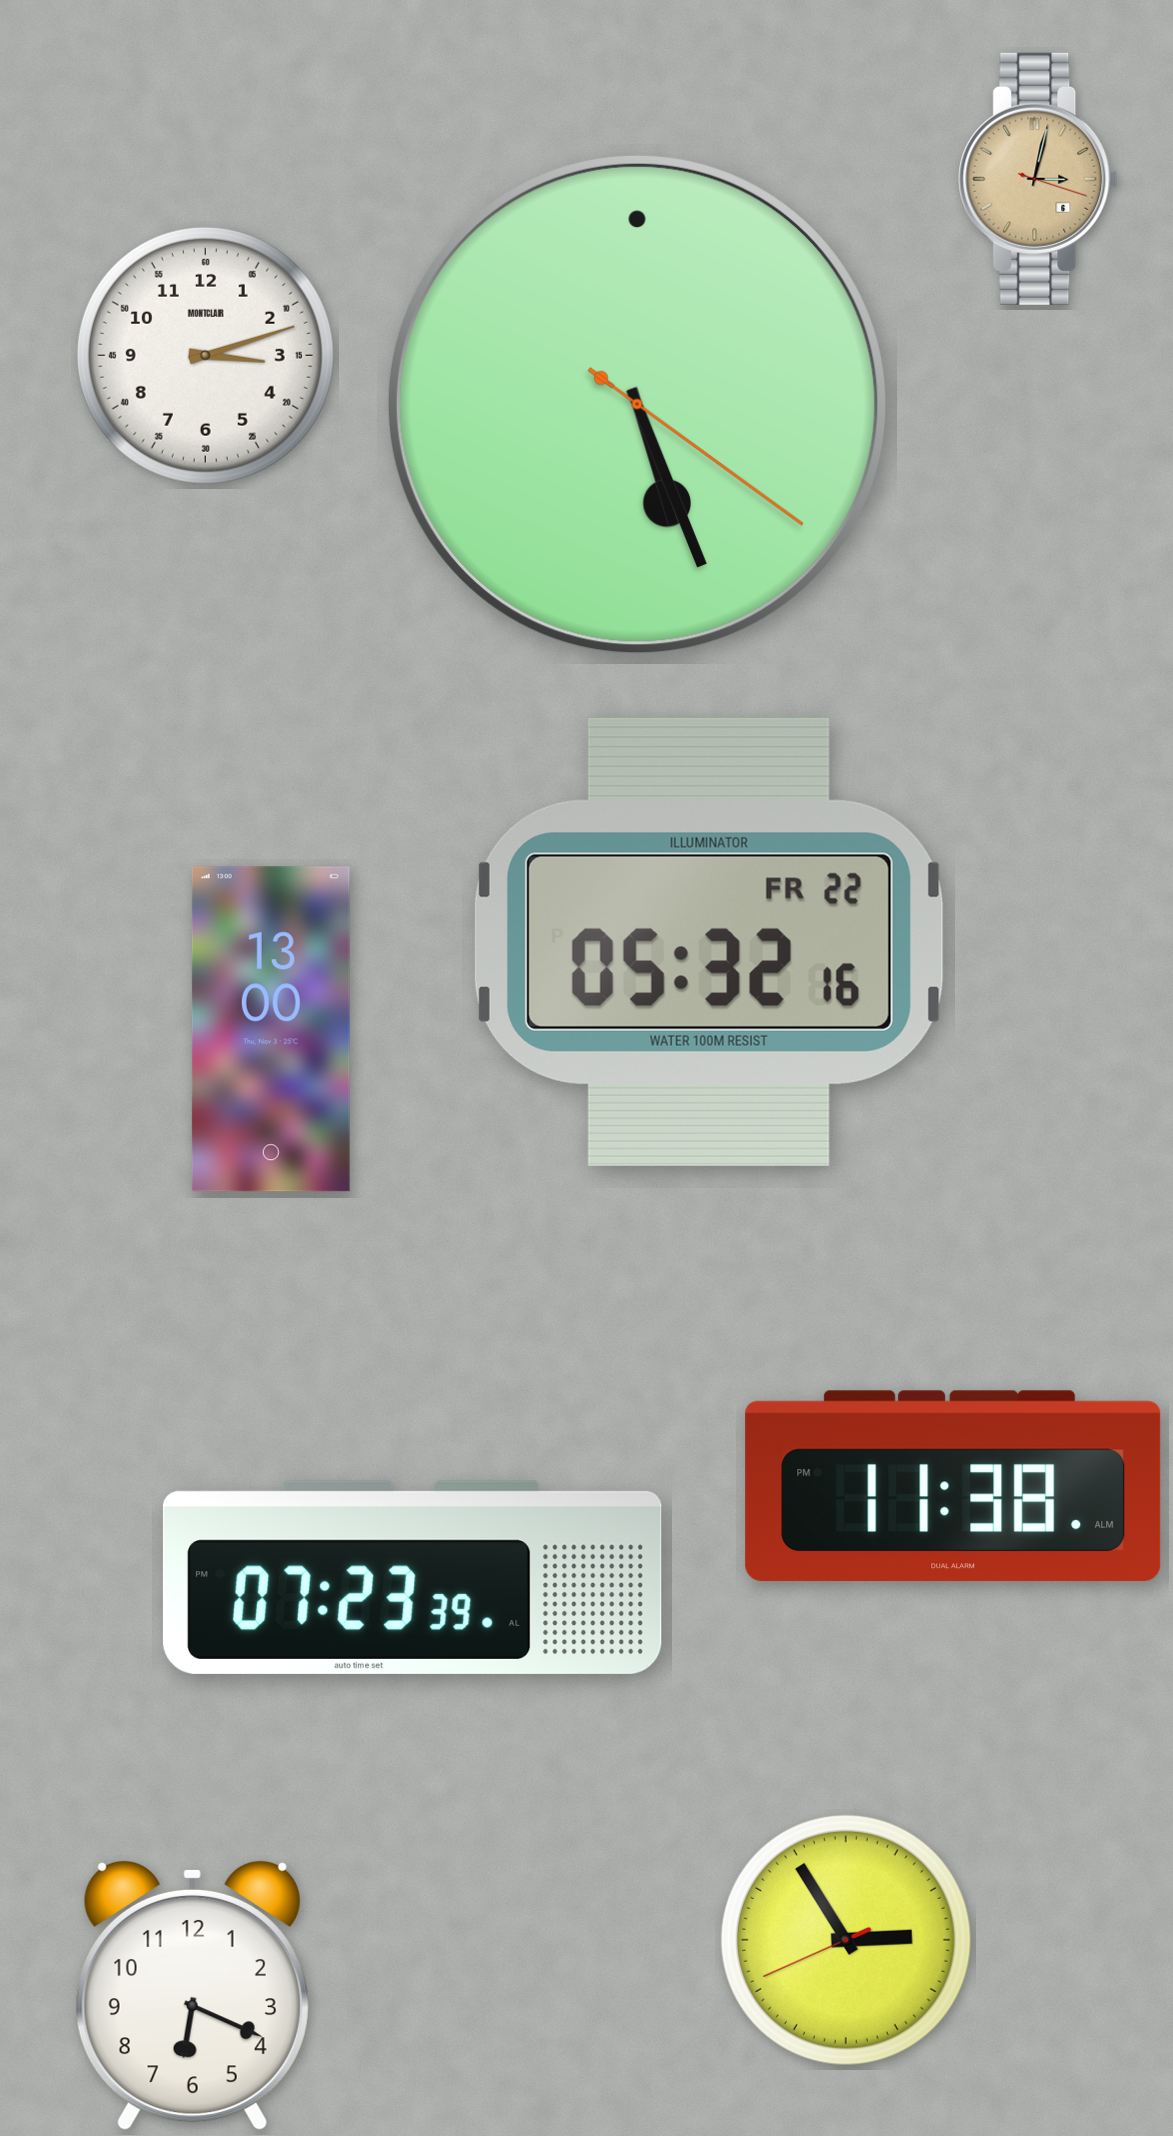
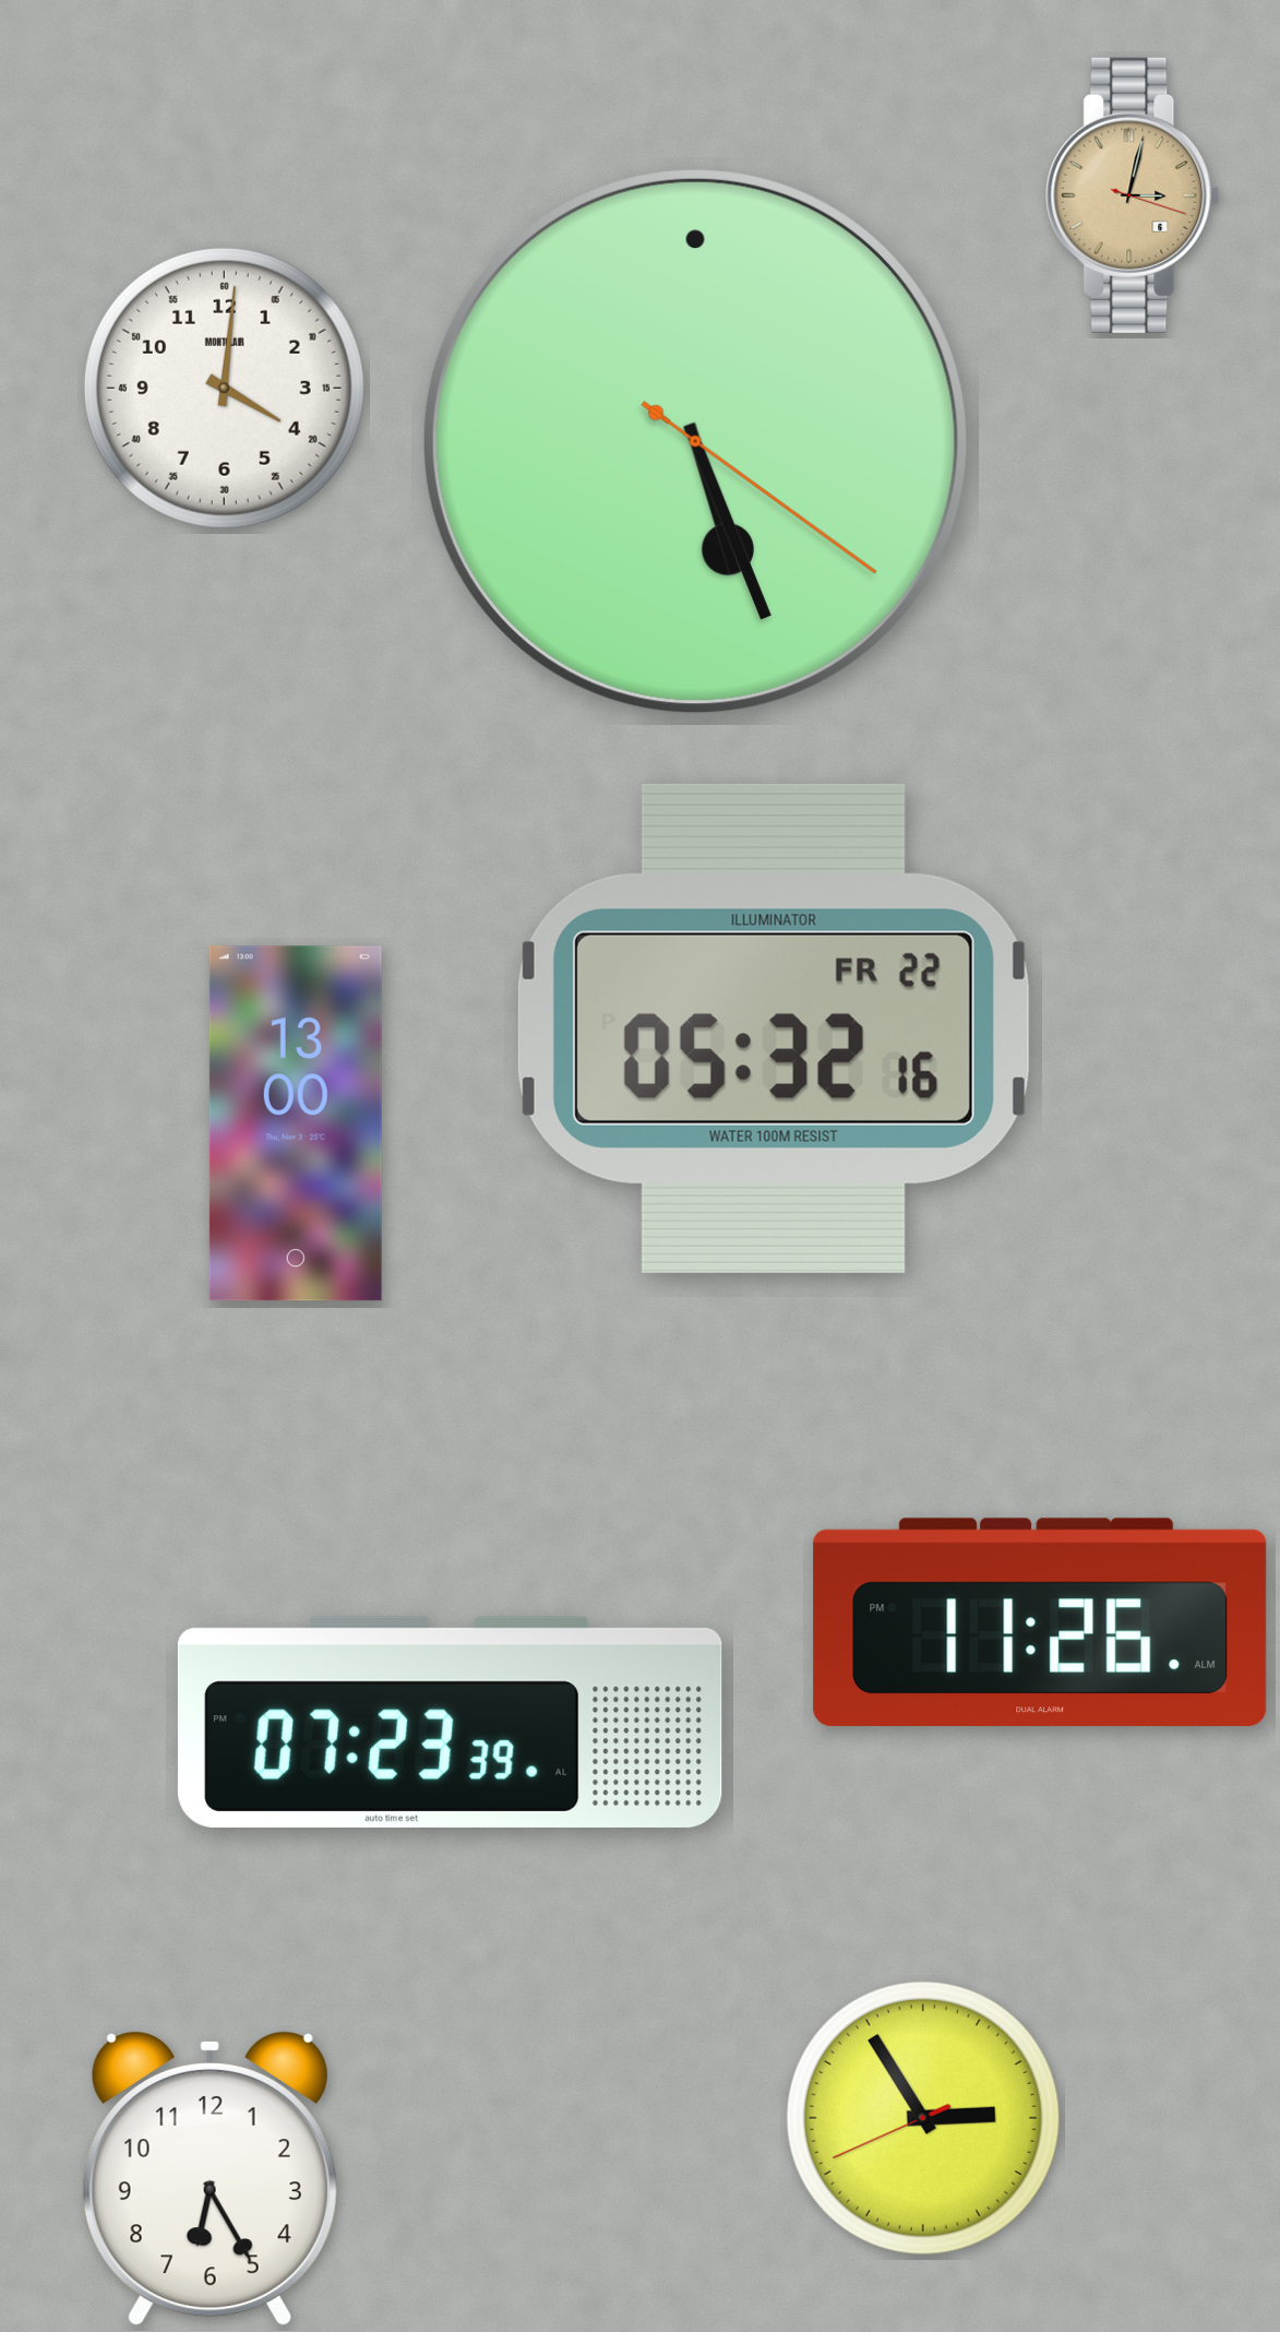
clock at (205, 355): 3:12 -> 4:01
clock at (953, 1486): 11:38 -> 11:26
clock at (192, 1996): 6:19 -> 6:25
